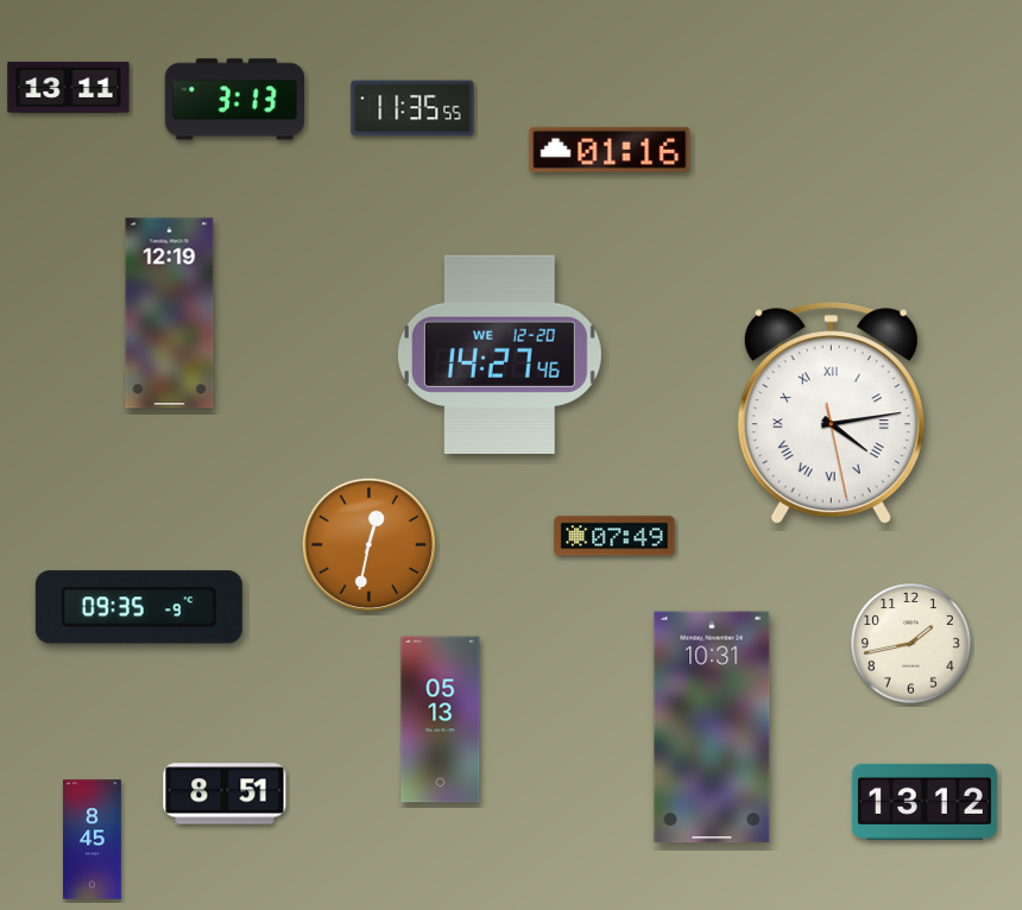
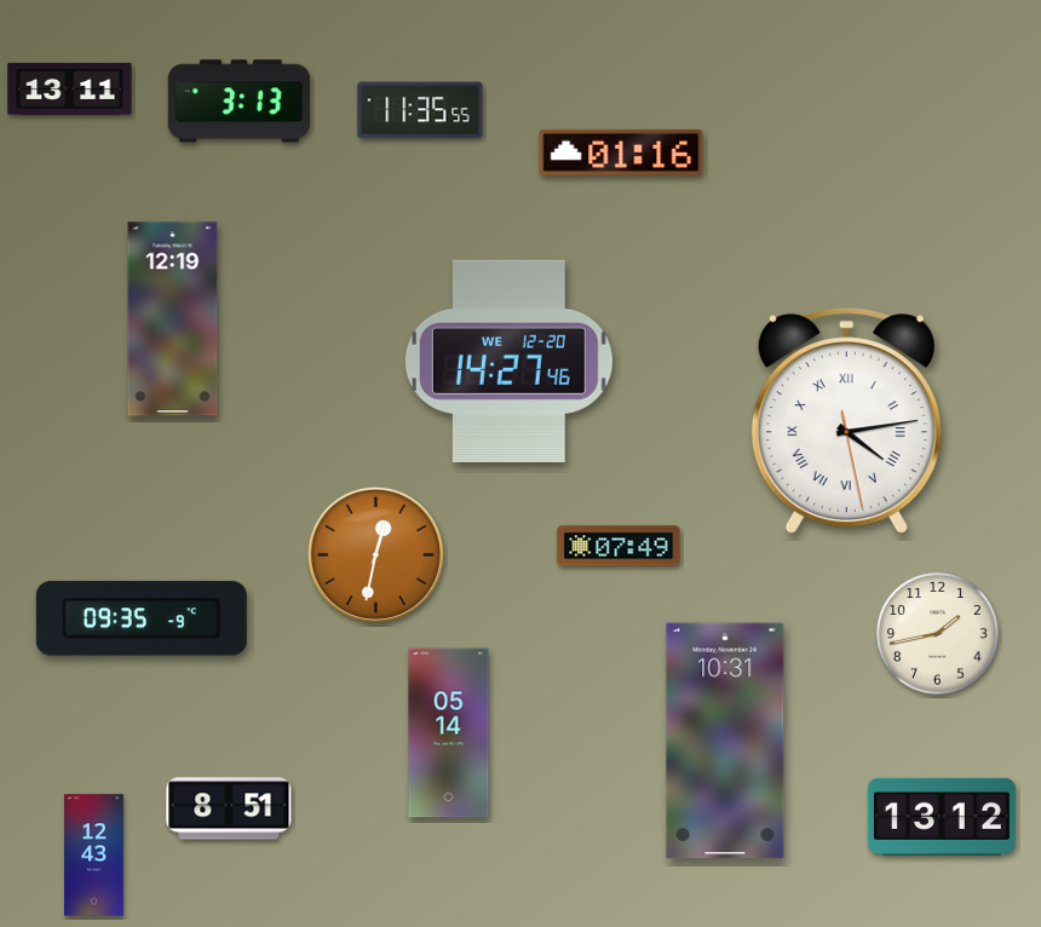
clock at (614, 536) position: (614, 536) -> (619, 546)
clock at (911, 644) position: (911, 644) -> (938, 634)
clock at (441, 720): 05:13 -> 05:14
clock at (93, 840): 8:45 -> 12:43
